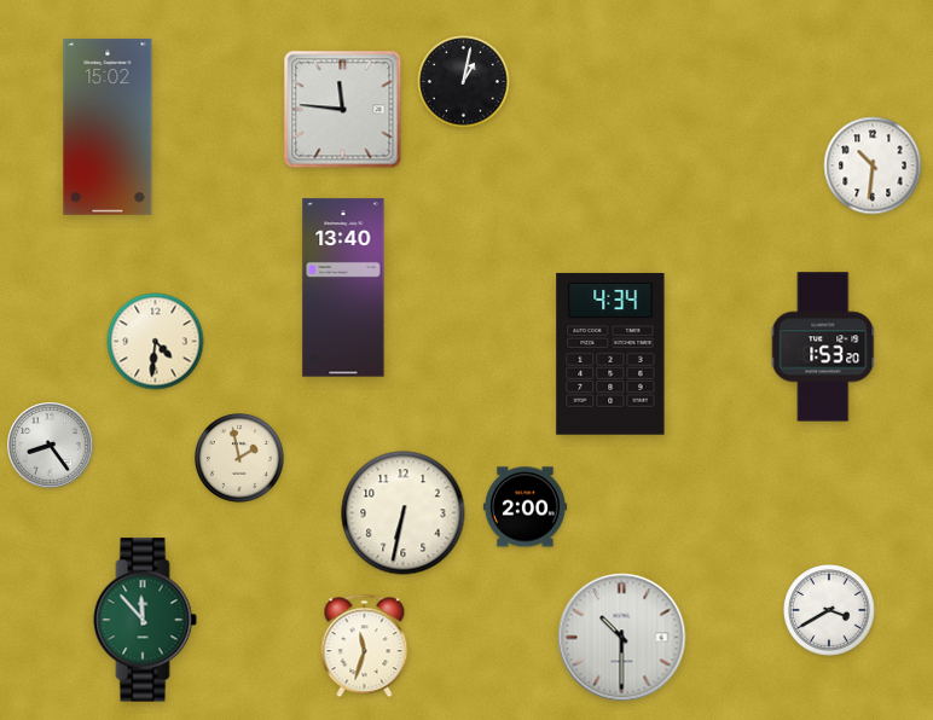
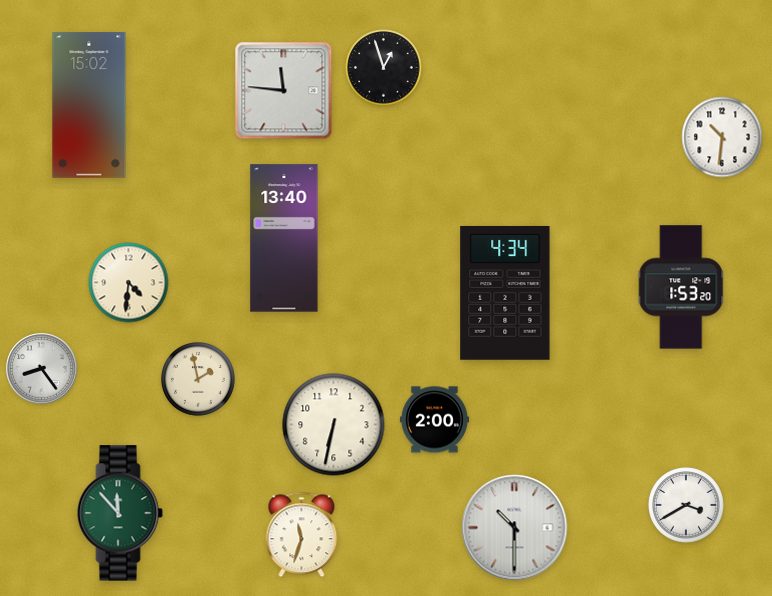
clock at (464, 82): 1:02 -> 12:57
